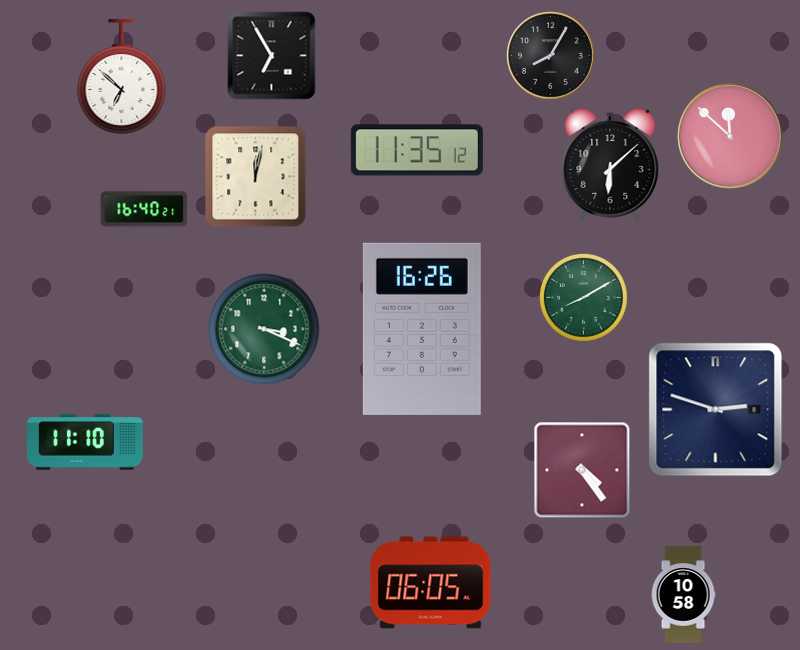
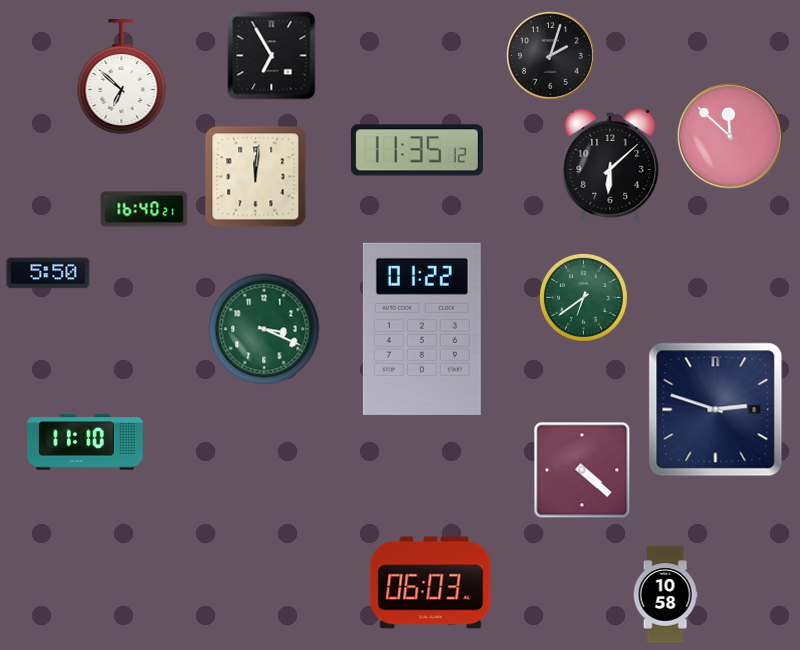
clock at (551, 56): 8:05 -> 2:03
clock at (256, 177): 12:02 -> 12:01
clock at (48, 273): none -> 5:50
clock at (583, 297): 8:10 -> 6:39
clock at (422, 329): 16:26 -> 01:22
clock at (582, 470): 4:24 -> 4:22
clock at (431, 583): 06:05 -> 06:03
clock at (683, 595) position: (683, 595) -> (665, 595)
